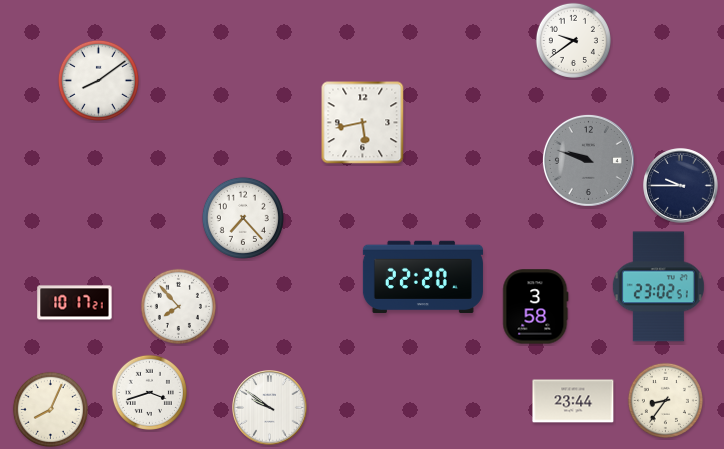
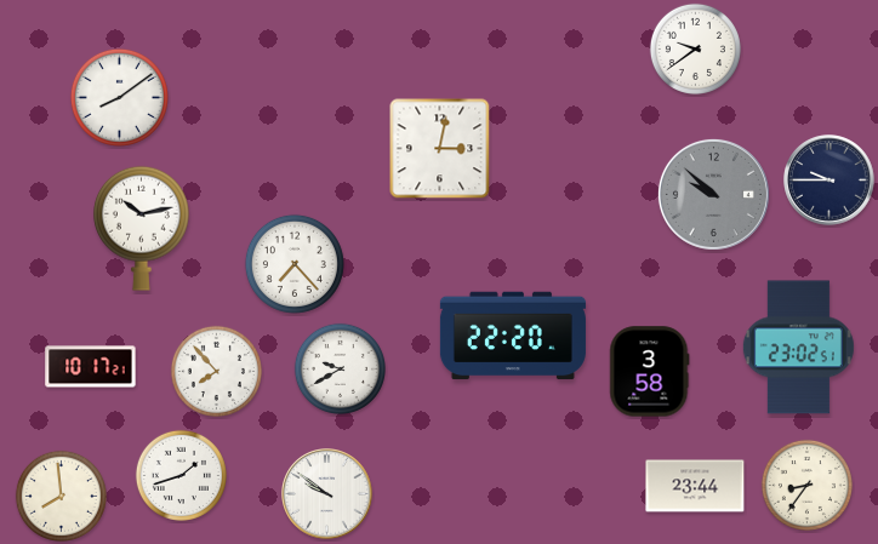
clock at (363, 123): 5:43 -> 3:02
clock at (588, 160): 9:48 -> 9:52
clock at (681, 186) position: (681, 186) -> (829, 181)
clock at (142, 228): none -> 10:13
clock at (340, 368): none -> 9:40
clock at (149, 392): 3:42 -> 1:42
clock at (50, 409): 8:04 -> 7:59
